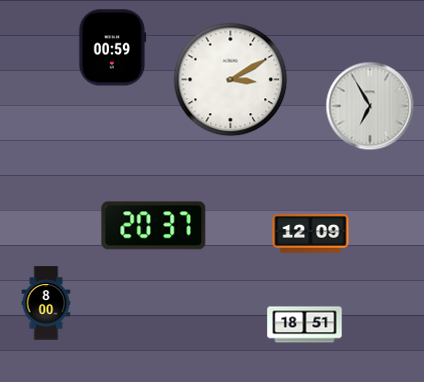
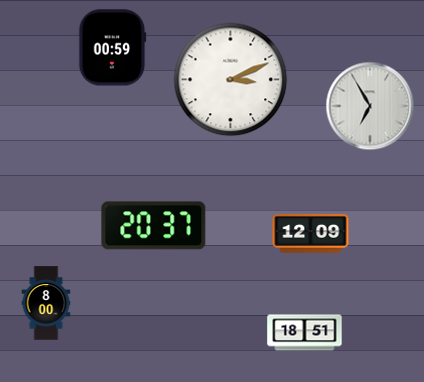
clock at (231, 80): 3:10 -> 3:11
clock at (305, 325) position: (305, 325) -> (305, 333)
